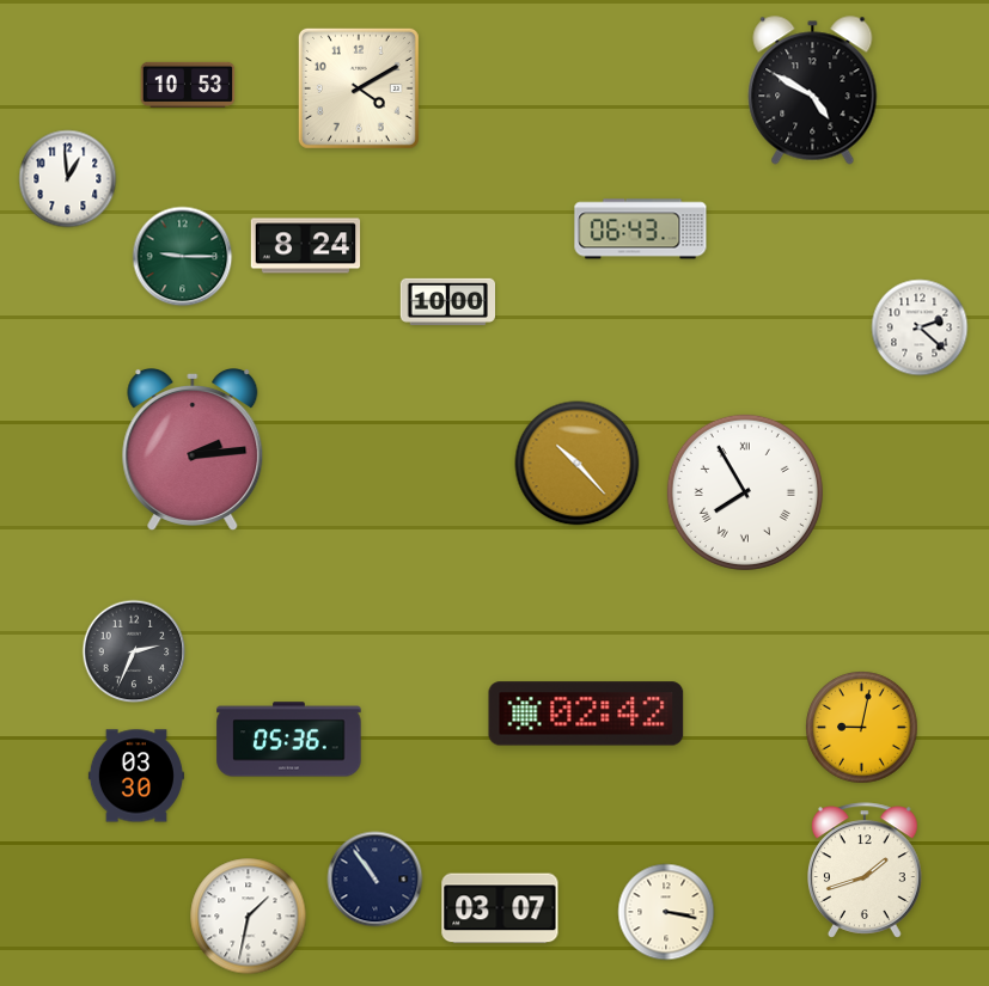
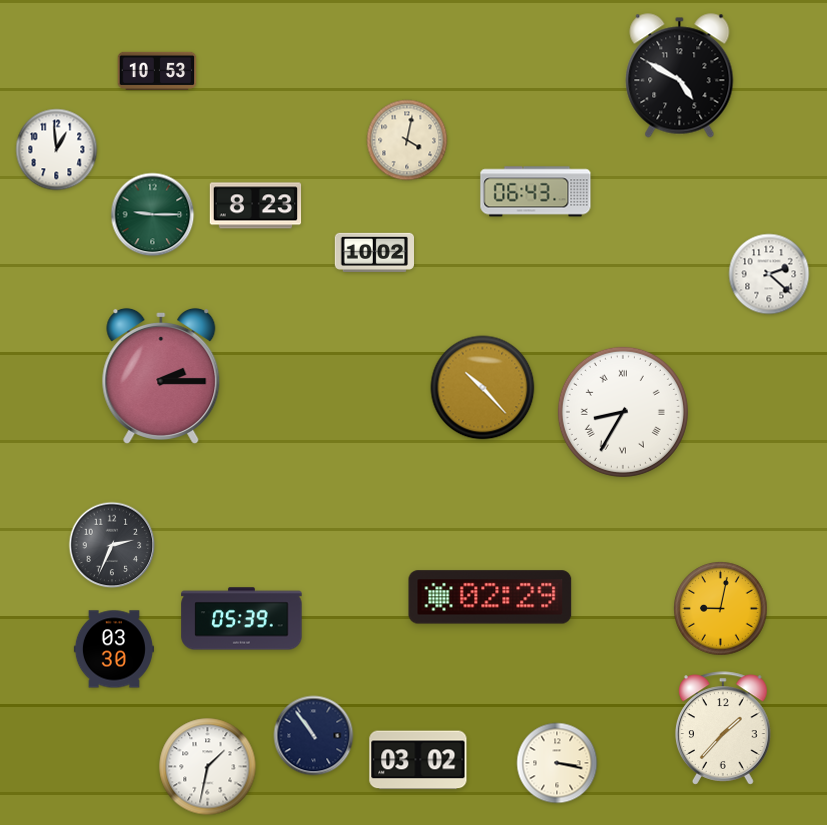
clock at (359, 88): 4:10 -> none
clock at (407, 140): none -> 4:02
clock at (306, 246): 8:24 -> 8:23
clock at (447, 301): 10:00 -> 10:02
clock at (193, 449): 2:14 -> 2:15
clock at (745, 492): 7:55 -> 8:35
clock at (586, 714): 02:42 -> 02:29
clock at (289, 740): 05:36 -> 05:39
clock at (866, 870): 1:42 -> 1:37
clock at (500, 908): 03:07 -> 03:02
